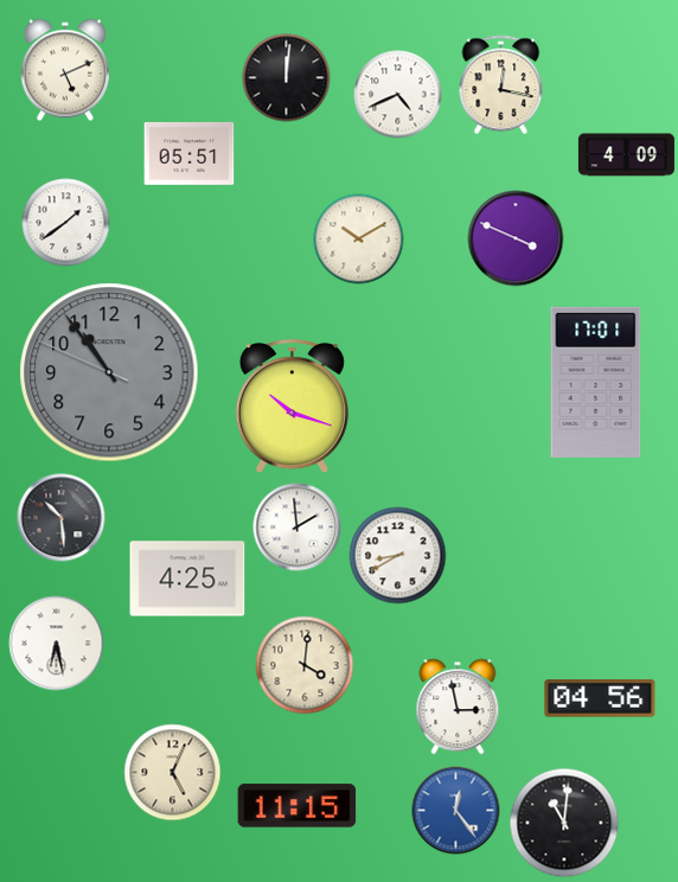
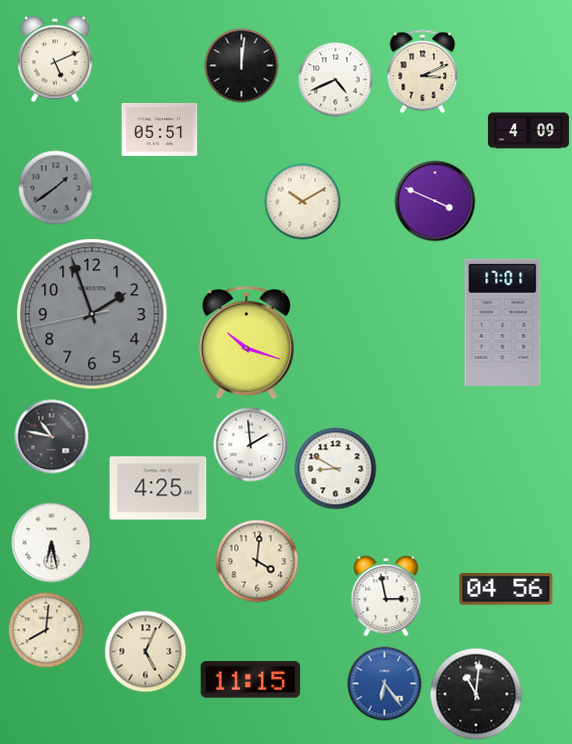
clock at (501, 85): 12:17 -> 3:11
clock at (66, 223) dial: white -> grey
clock at (109, 372): 10:53 -> 1:56
clock at (62, 518): 10:29 -> 10:47
clock at (398, 556): 8:40 -> 8:50
clock at (57, 644) position: (57, 644) -> (52, 543)
clock at (46, 630): none -> 8:01
clock at (456, 811): 12:24 -> 6:24
